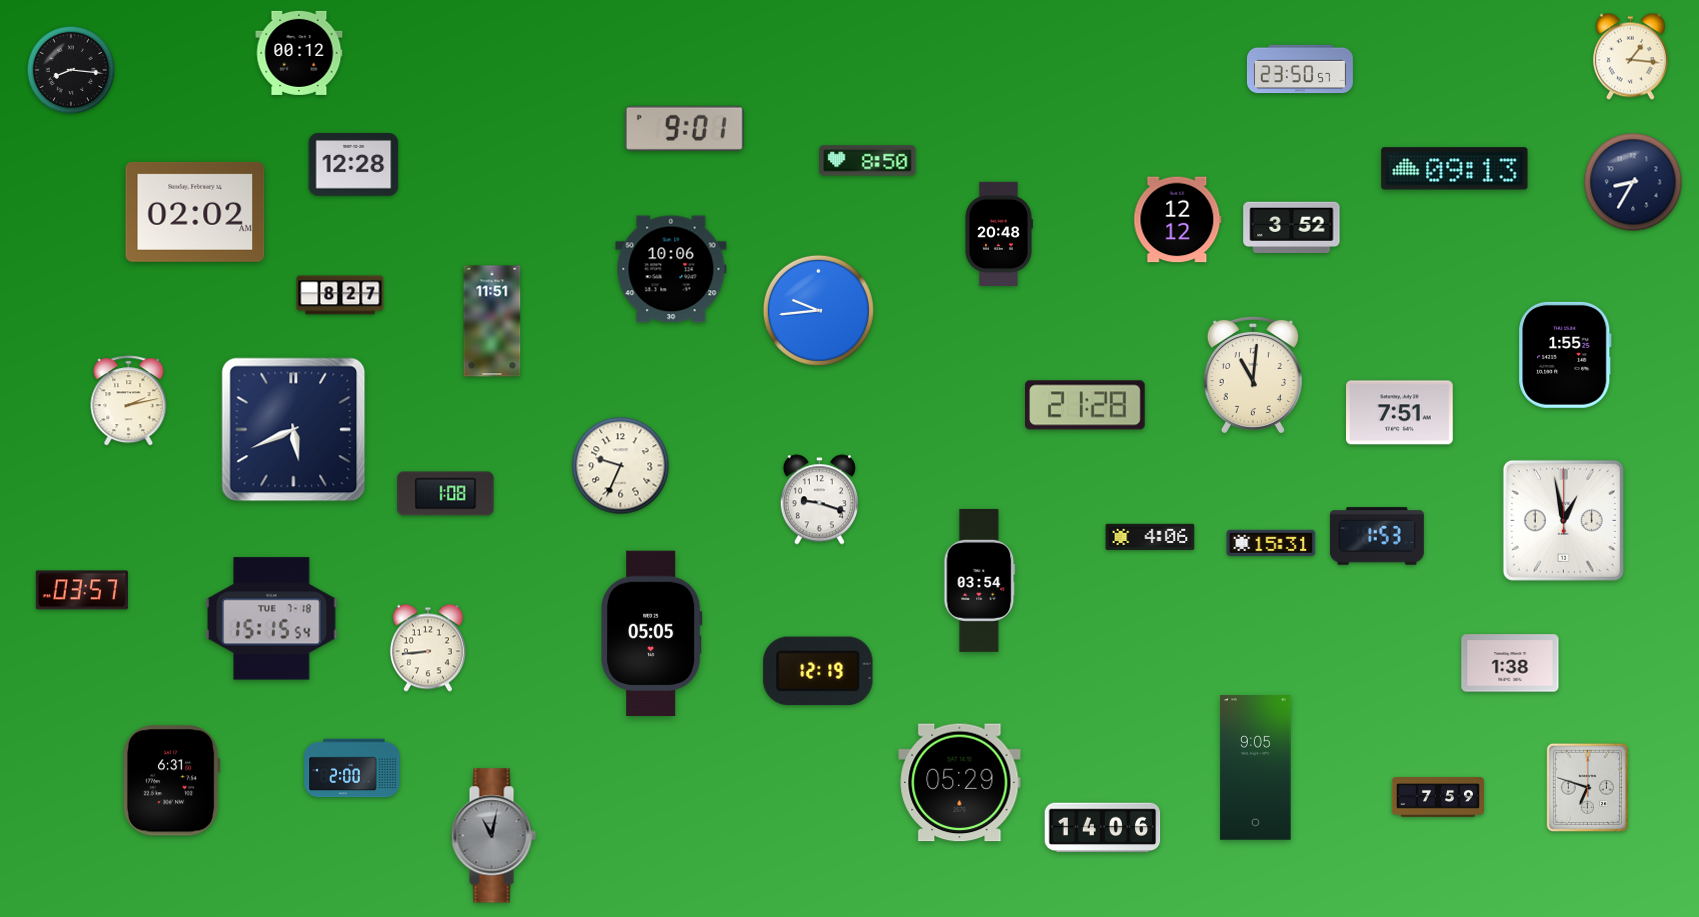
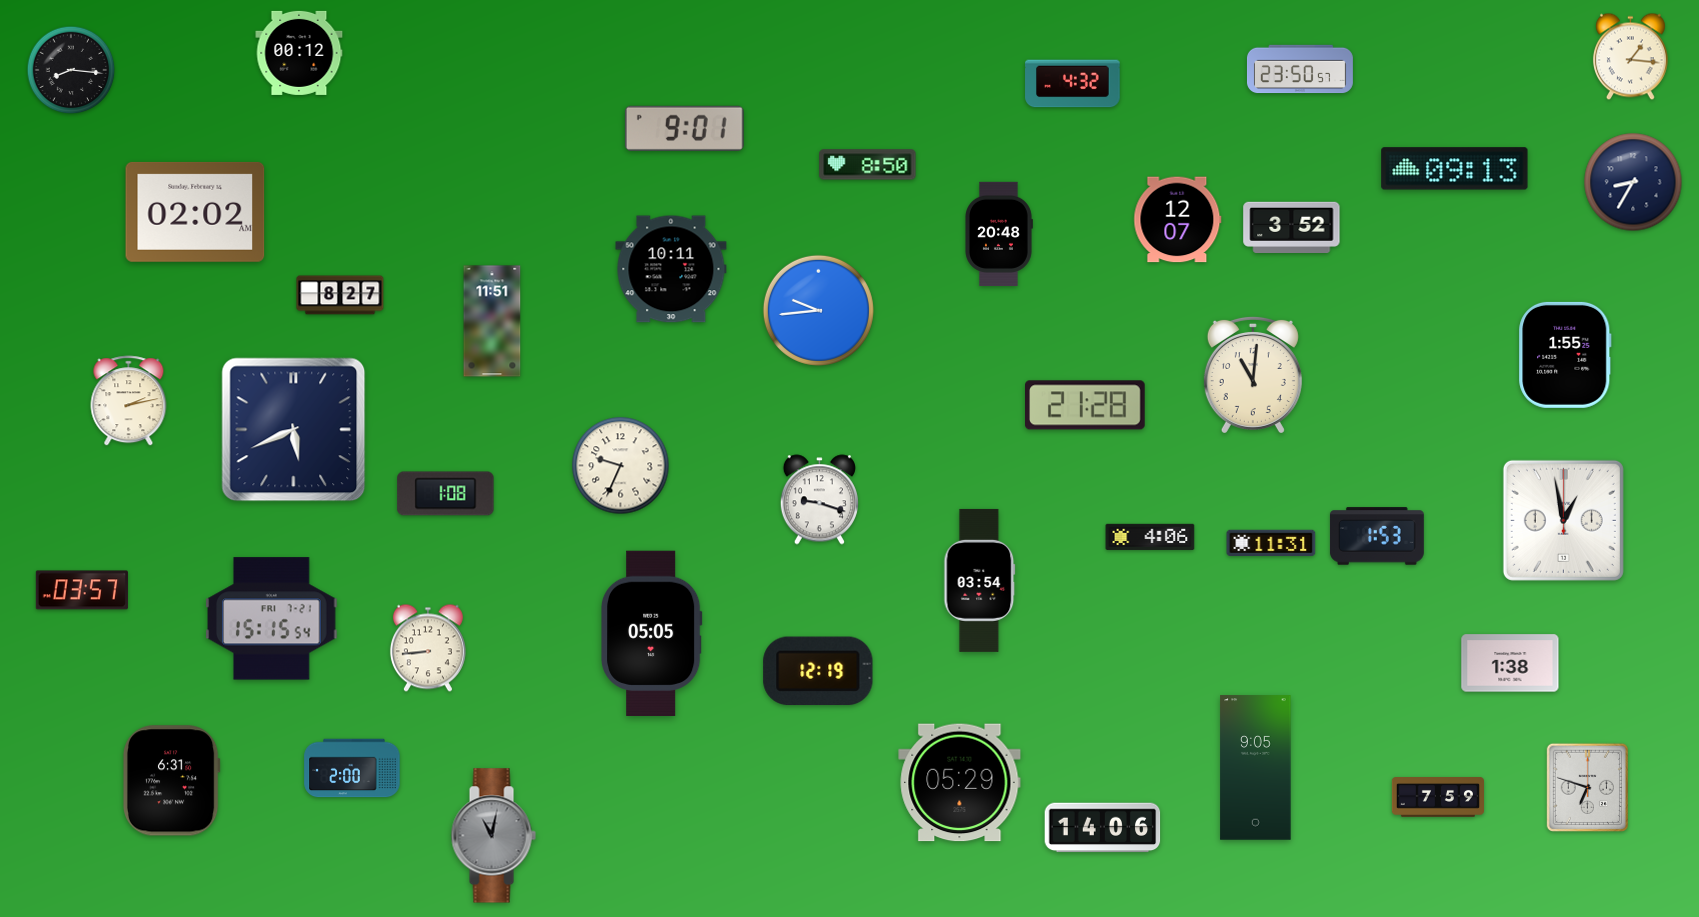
clock at (1073, 84): none -> 4:32
clock at (868, 161) position: (868, 161) -> (868, 165)
clock at (354, 165): 12:28 -> none
clock at (1178, 220): 12:12 -> 12:07
clock at (671, 269): 10:06 -> 10:11
clock at (1400, 413): 7:51 -> none
clock at (1271, 543): 15:31 -> 11:31
clock at (272, 619) date: TUE 7-18 -> FRI 7-21
